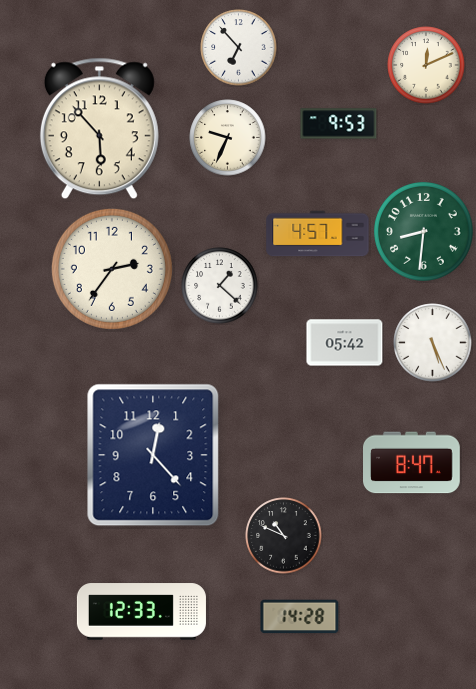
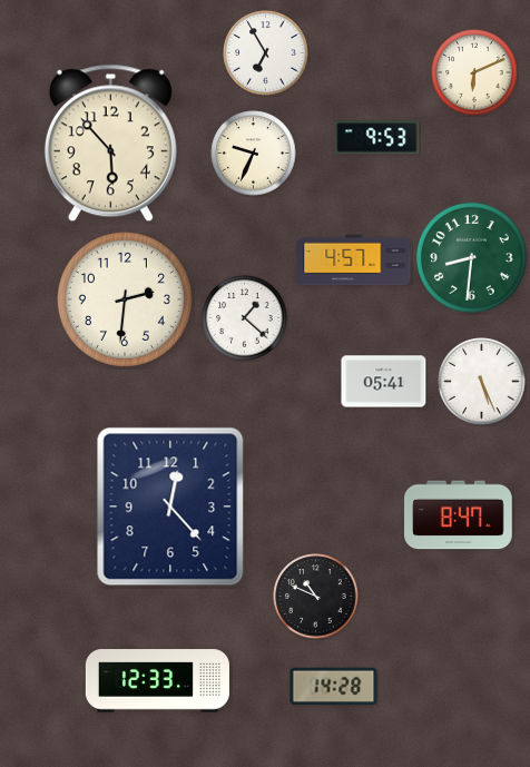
clock at (239, 48): 6:53 -> 6:55
clock at (426, 65): 12:11 -> 6:11
clock at (112, 269): 2:36 -> 2:31
clock at (345, 343): 05:42 -> 05:41
